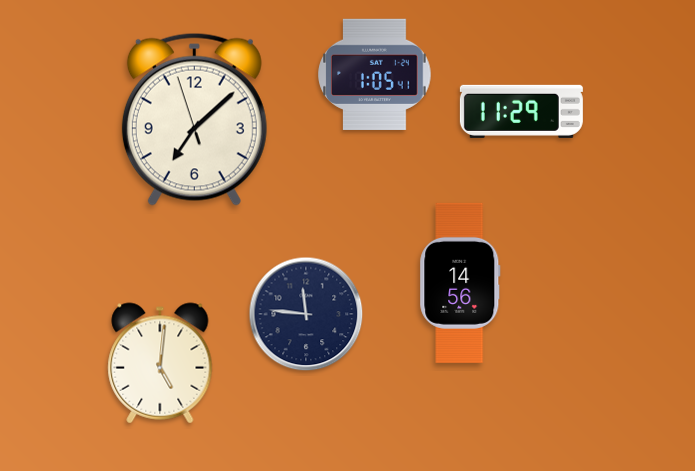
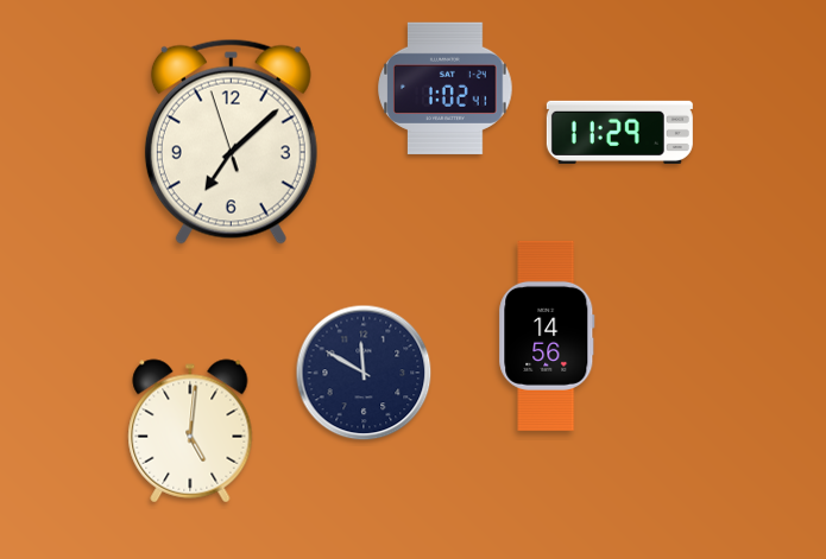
clock at (375, 74): 1:05 -> 1:02
clock at (306, 314): 11:46 -> 11:50
